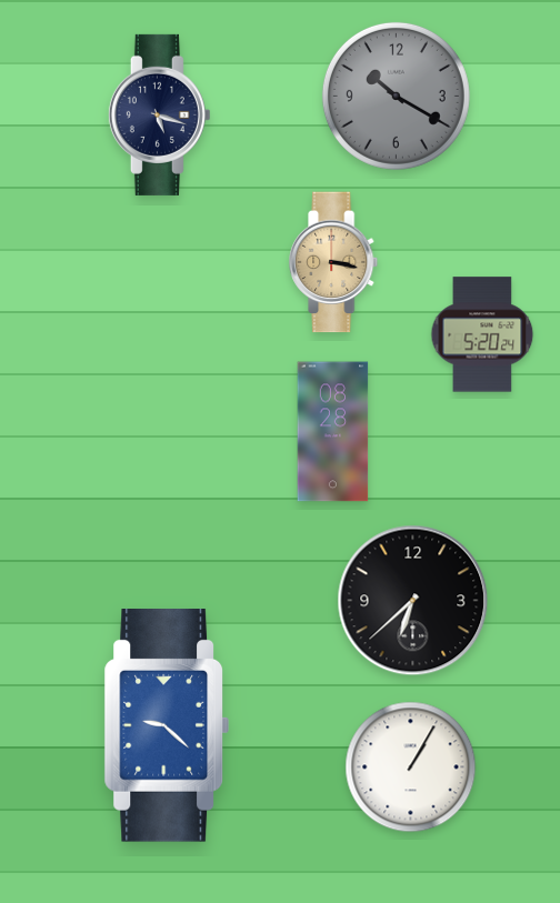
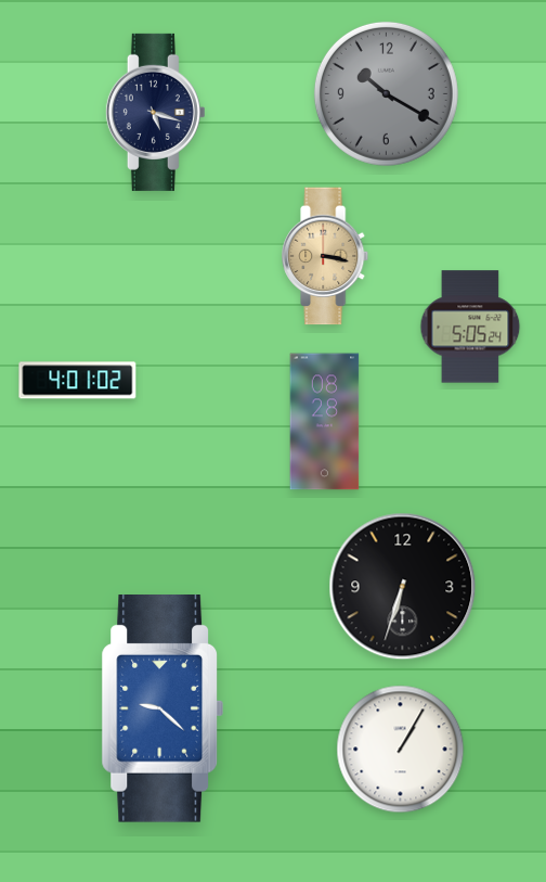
clock at (482, 334): 5:20 -> 5:05
clock at (78, 381): none -> 4:01
clock at (413, 601): 6:38 -> 6:33
